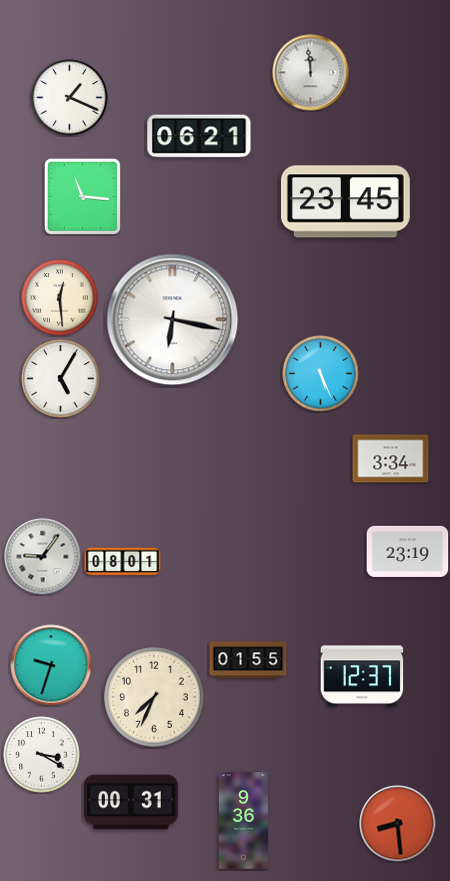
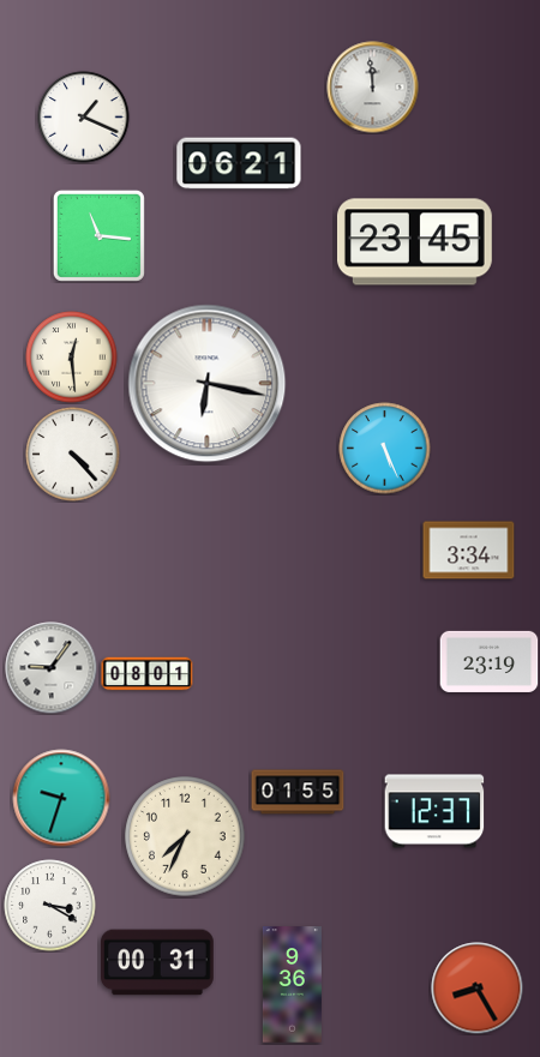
clock at (61, 379): 5:05 -> 4:23
clock at (398, 824): 8:29 -> 8:25
